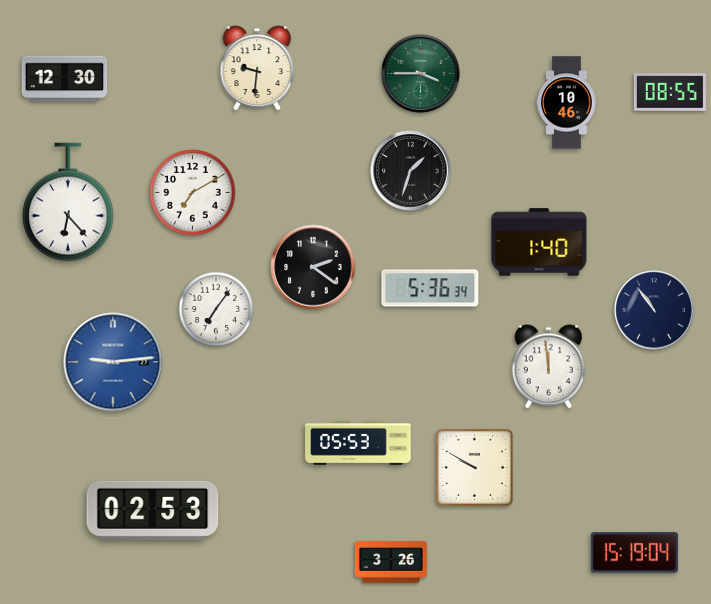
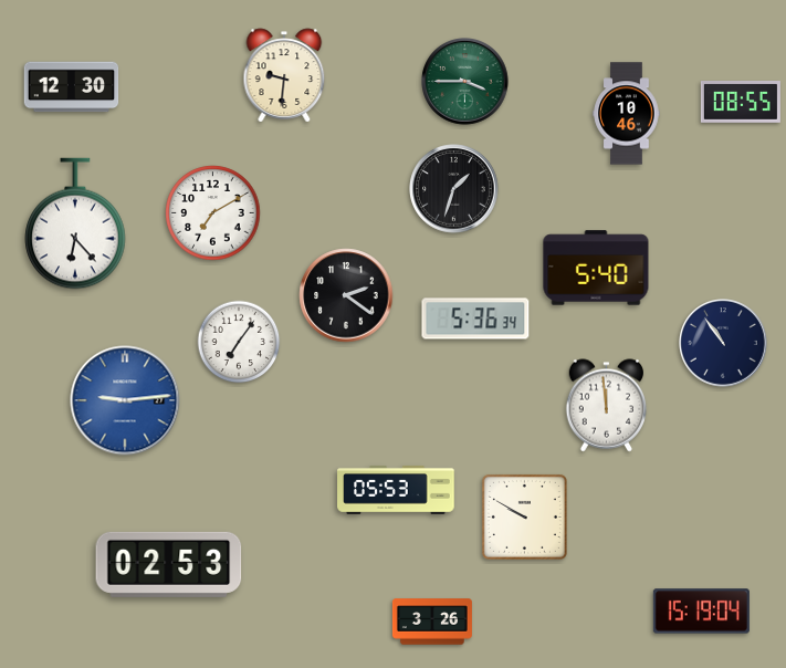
clock at (539, 242): 1:40 -> 5:40
